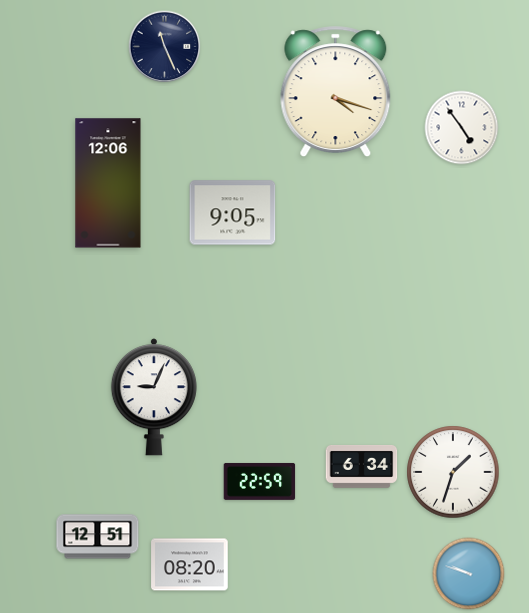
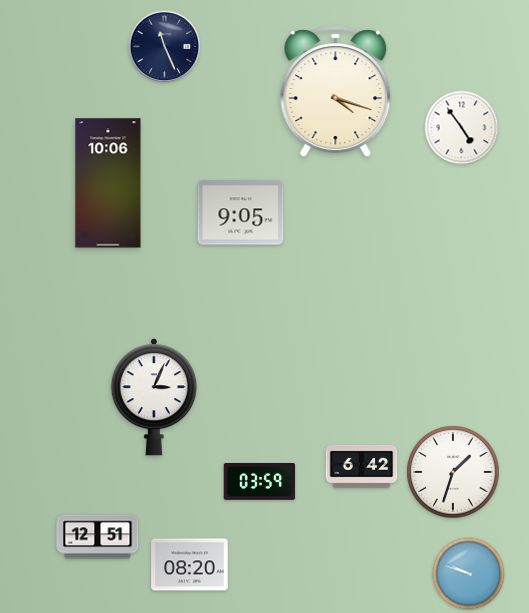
clock at (108, 183): 12:06 -> 10:06
clock at (233, 213) position: (233, 213) -> (241, 213)
clock at (154, 397): 9:04 -> 3:04
clock at (362, 467): 6:34 -> 6:42
clock at (260, 481): 22:59 -> 03:59
